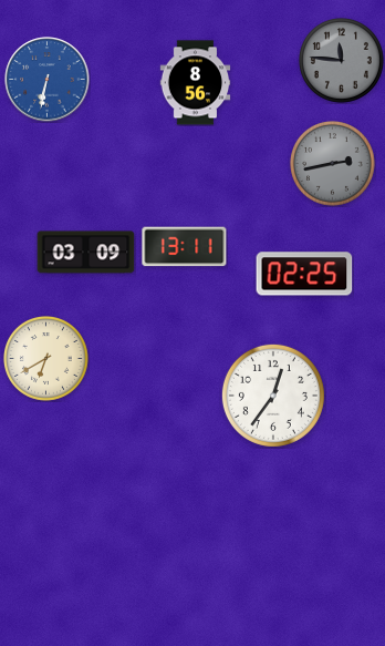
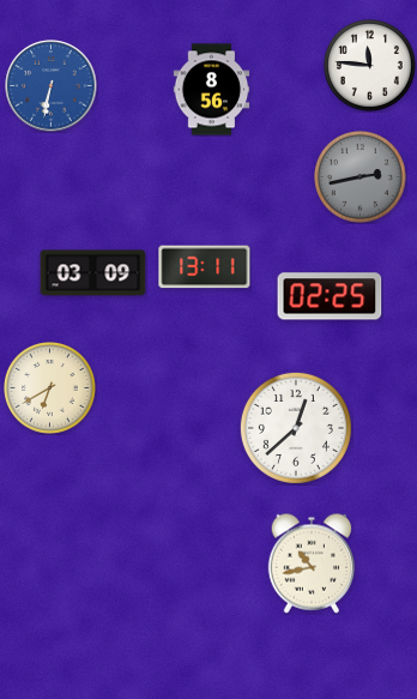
clock at (342, 61) dial: grey -> white
clock at (185, 247) position: (185, 247) -> (205, 267)
clock at (273, 396): 12:36 -> 12:38
clock at (312, 564): none -> 10:43
